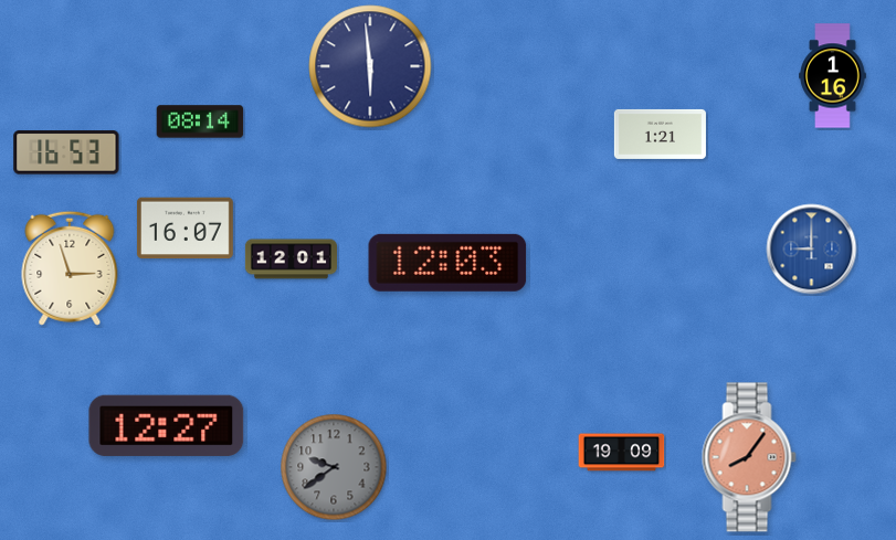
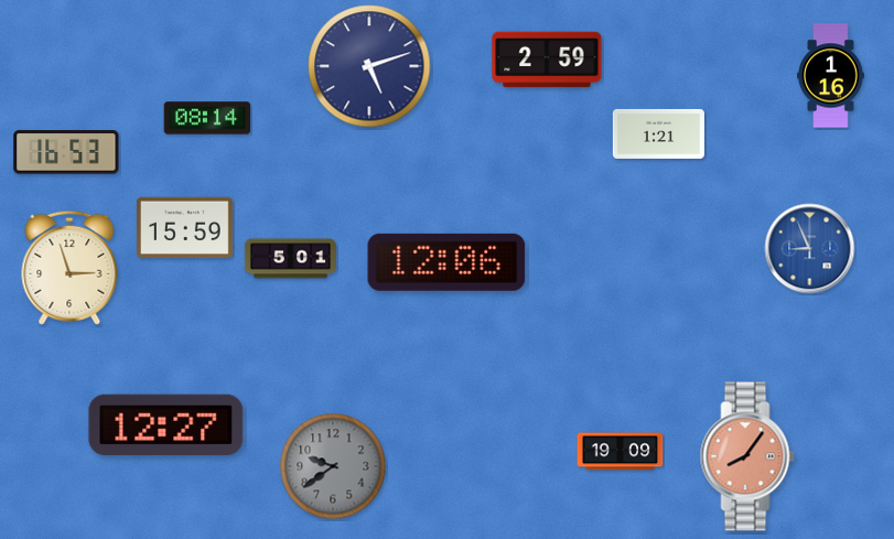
clock at (547, 60): none -> 2:59
clock at (370, 66): 5:59 -> 5:12
clock at (200, 121) position: (200, 121) -> (207, 118)
clock at (185, 229): 16:07 -> 15:59
clock at (812, 250): 9:00 -> 8:56
clock at (291, 260): 12:01 -> 5:01
clock at (447, 263): 12:03 -> 12:06
